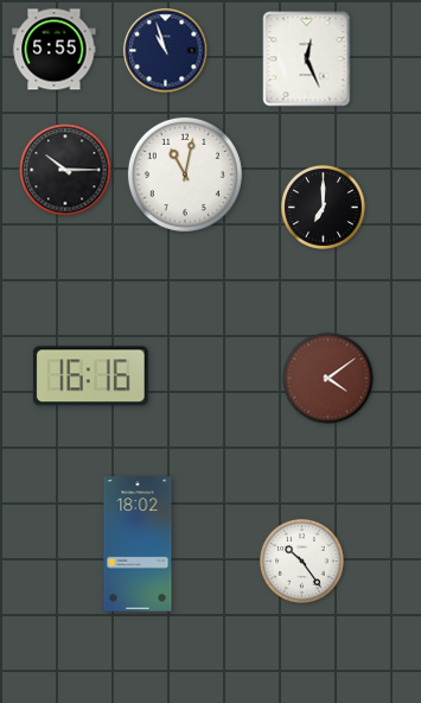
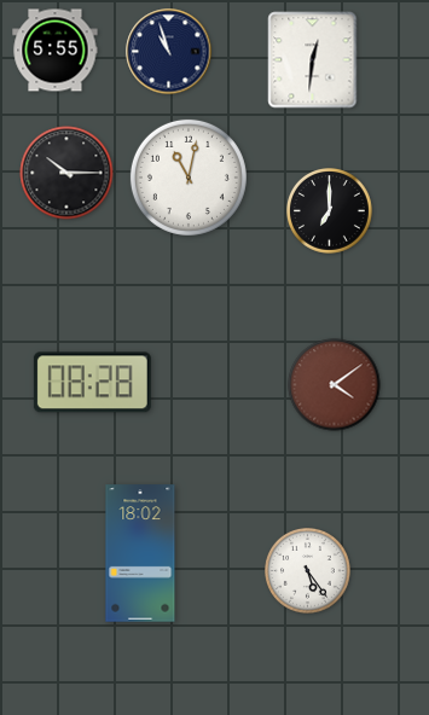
clock at (307, 59): 12:26 -> 12:31
clock at (90, 376): 16:16 -> 08:28
clock at (302, 562): 10:24 -> 5:24
